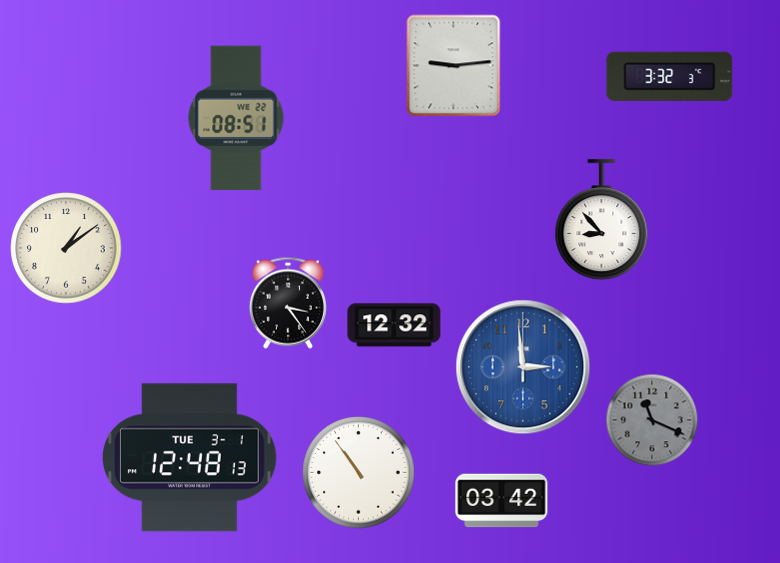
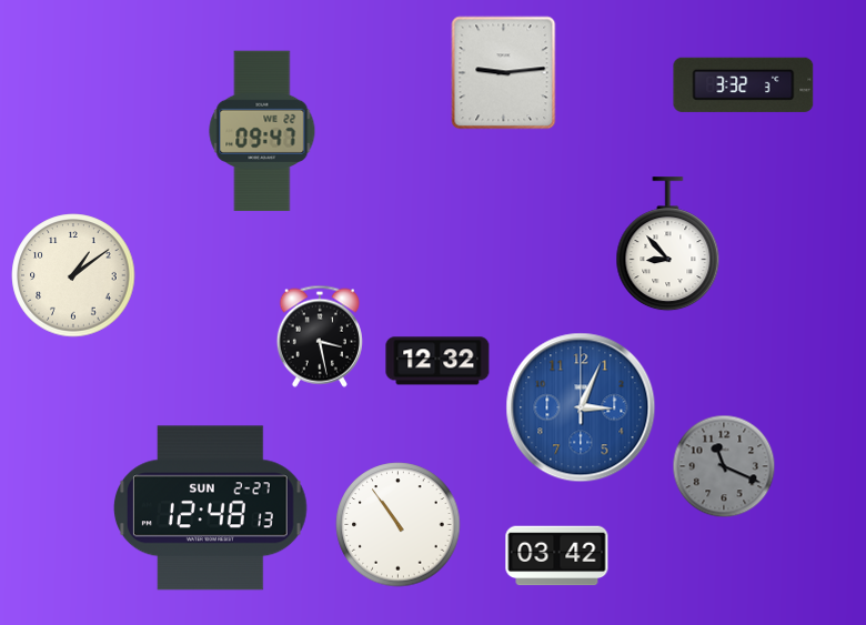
clock at (236, 118): 08:51 -> 09:47
clock at (288, 303): 3:24 -> 3:28
clock at (523, 367): 2:59 -> 3:04
clock at (189, 458) date: TUE 3-1 -> SUN 2-27
